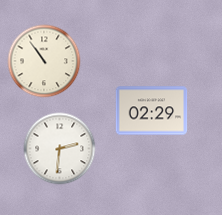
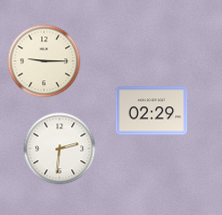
clock at (44, 61): 10:54 -> 9:15
